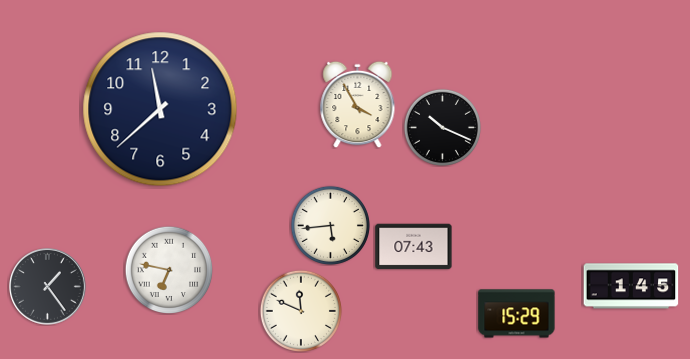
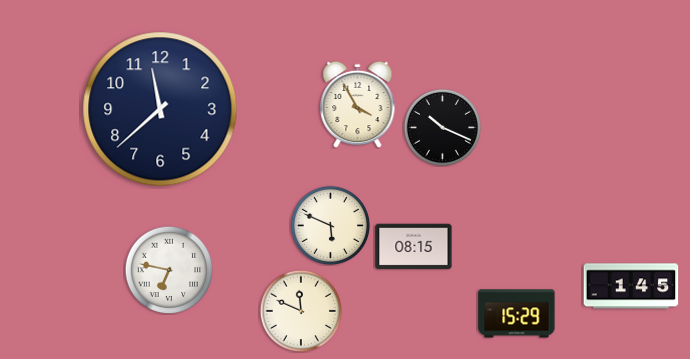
clock at (330, 225): 5:44 -> 5:49
clock at (414, 247): 07:43 -> 08:15
clock at (48, 287): 1:24 -> none
